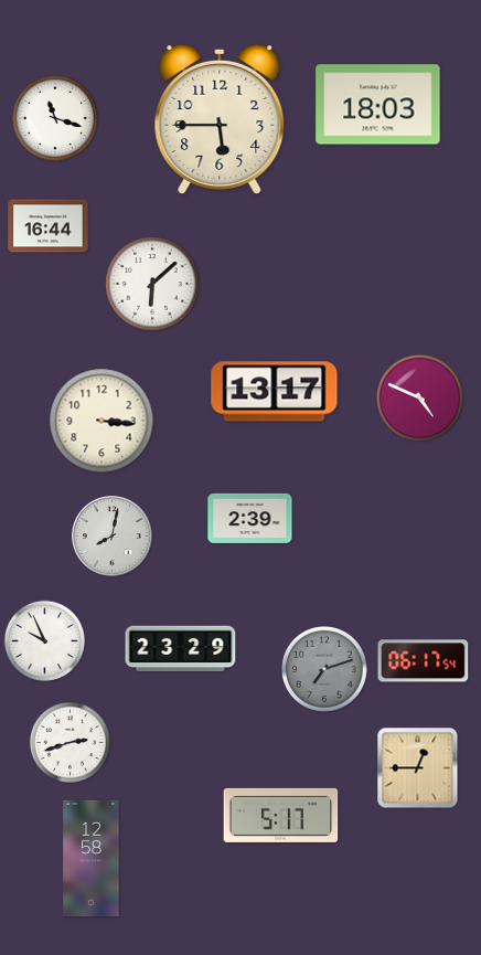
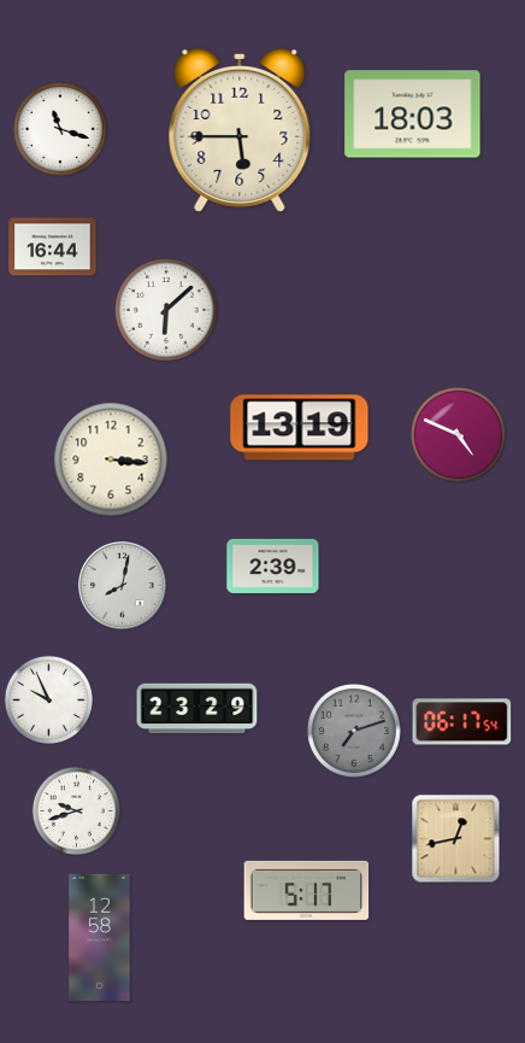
clock at (275, 392): 13:17 -> 13:19
clock at (70, 742): 2:42 -> 9:42
clock at (418, 768): 12:45 -> 12:43
